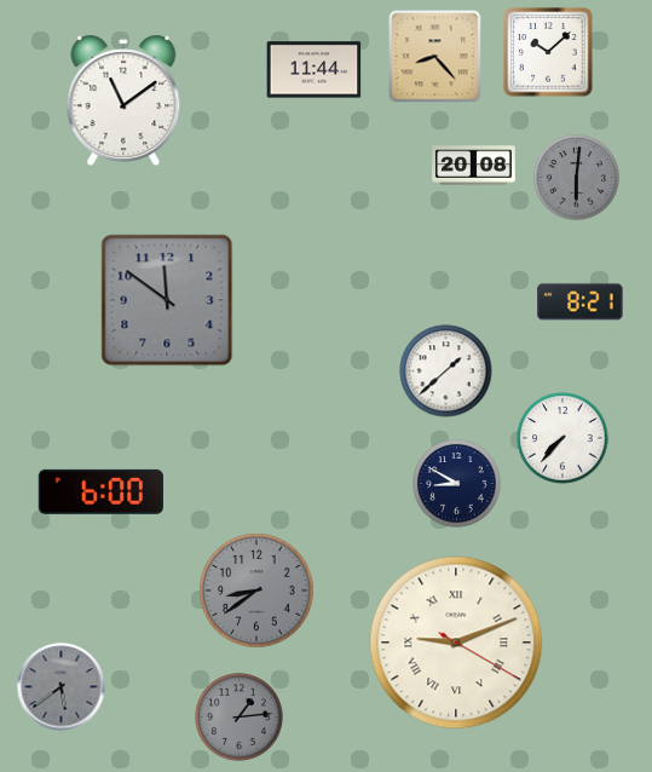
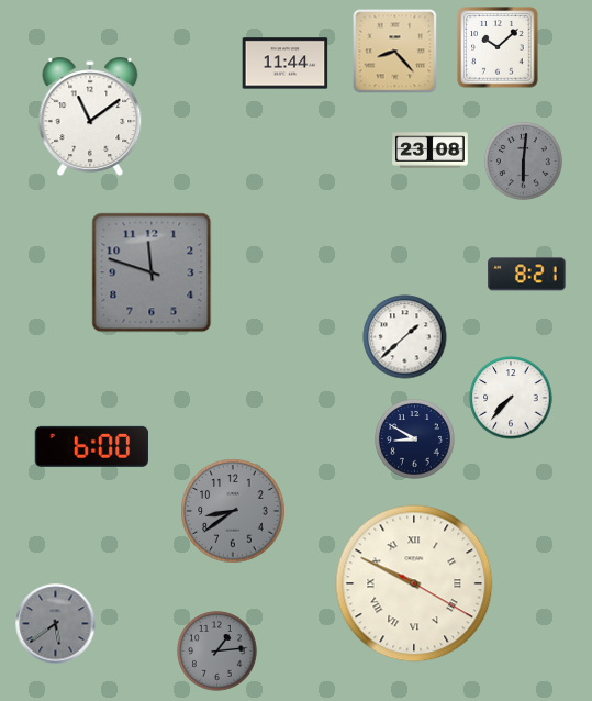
clock at (123, 100) position: (123, 100) -> (90, 116)
clock at (474, 166): 20:08 -> 23:08
clock at (167, 300): 11:51 -> 11:48
clock at (256, 590) position: (256, 590) -> (233, 511)
clock at (456, 643): 9:11 -> 9:49
